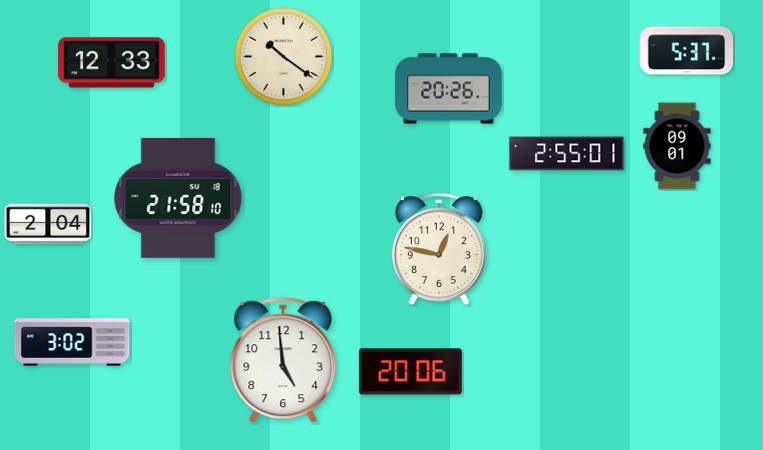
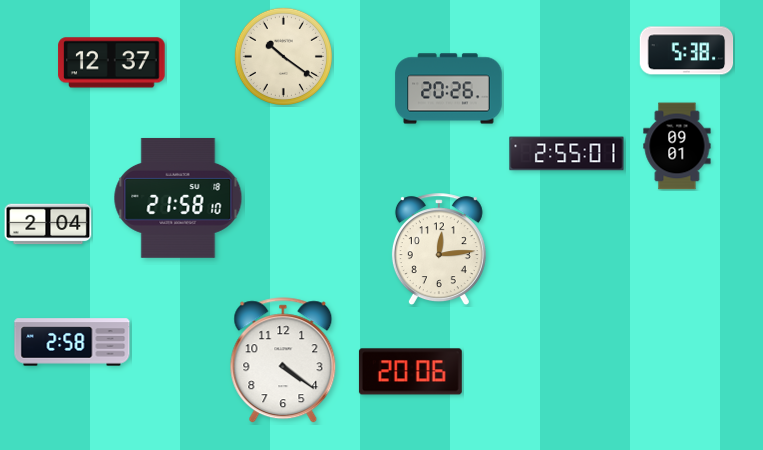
clock at (687, 51): 5:37 -> 5:38
clock at (112, 63): 12:33 -> 12:37
clock at (439, 250): 12:47 -> 12:14
clock at (72, 342): 3:02 -> 2:58
clock at (283, 361): 4:59 -> 4:21
